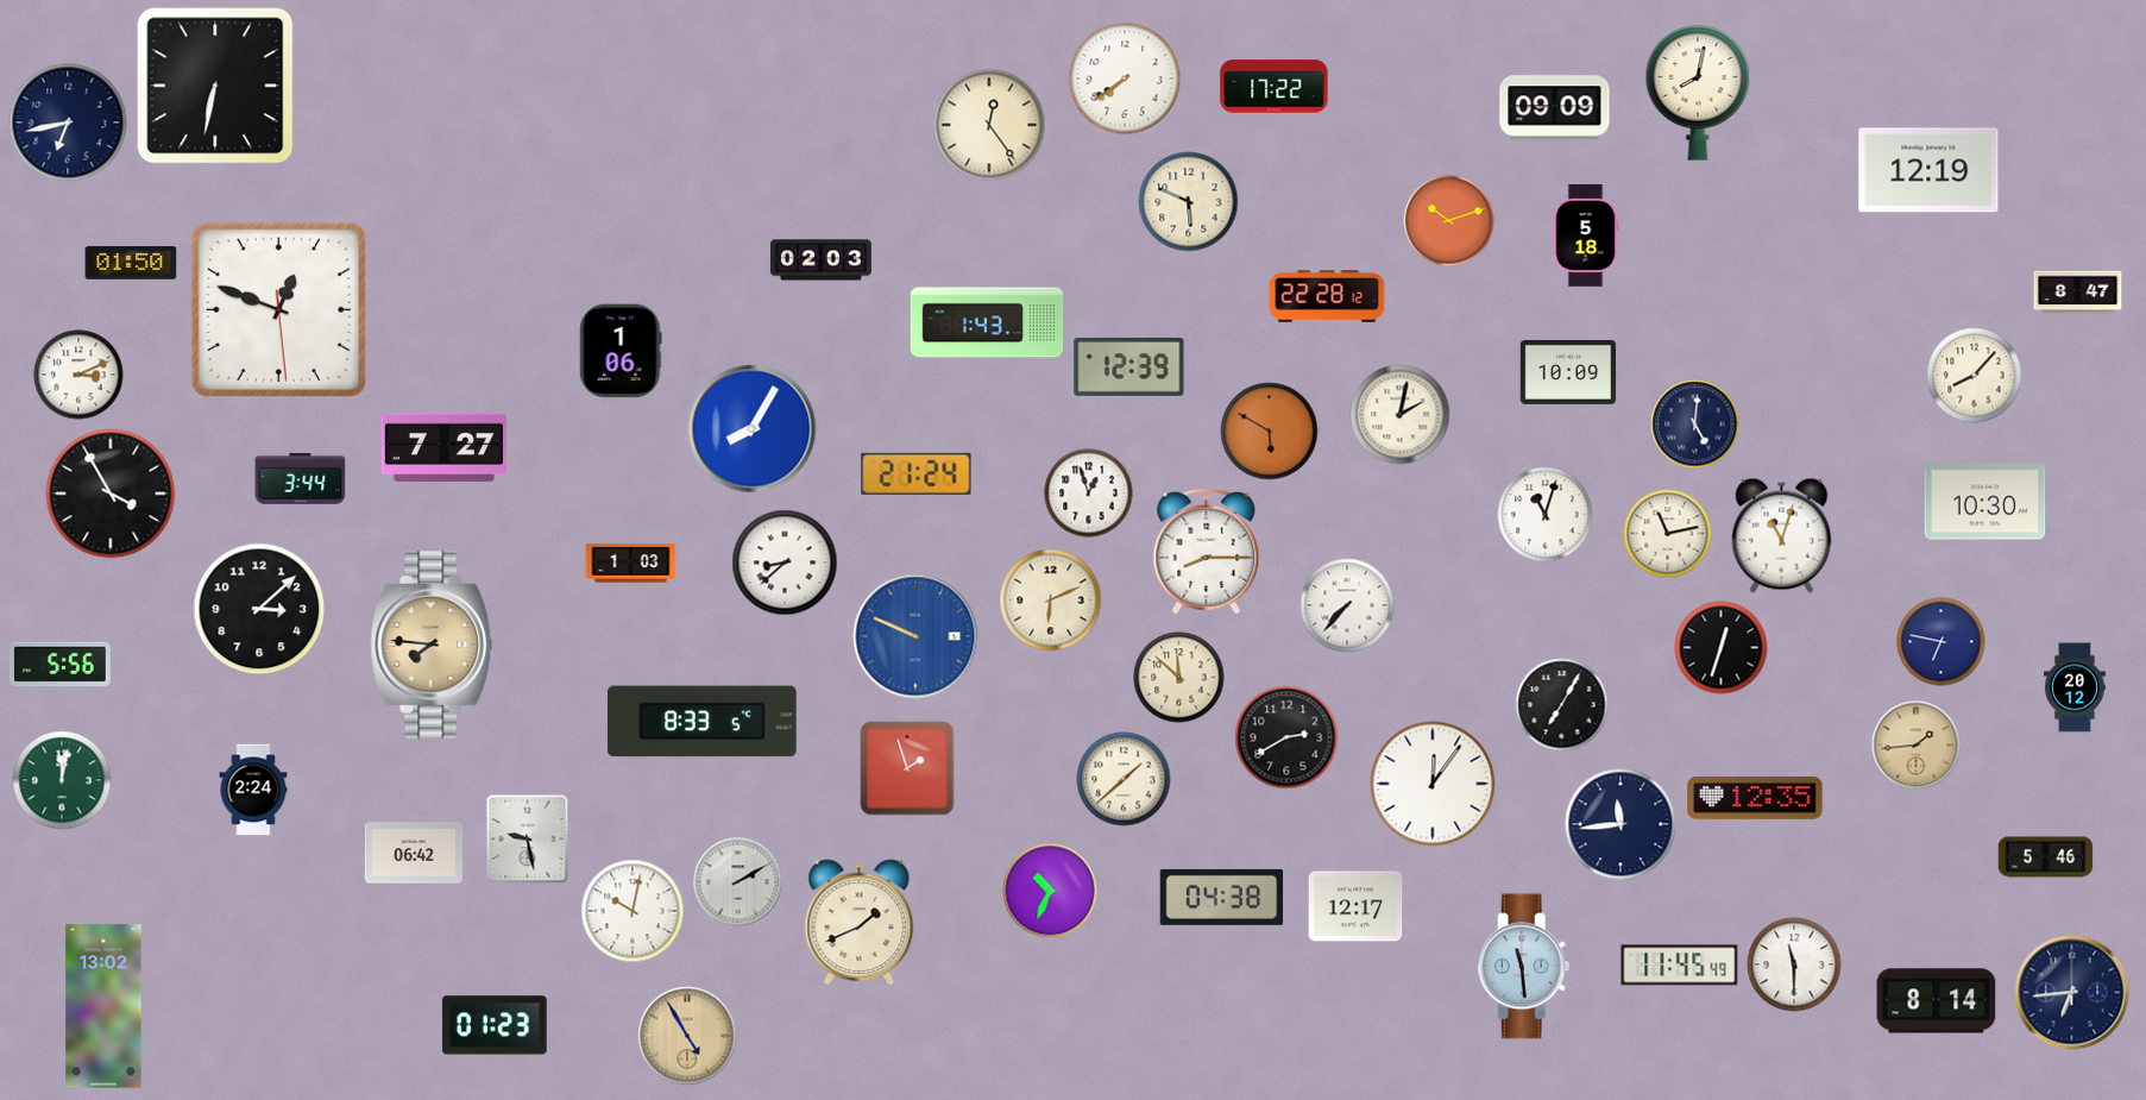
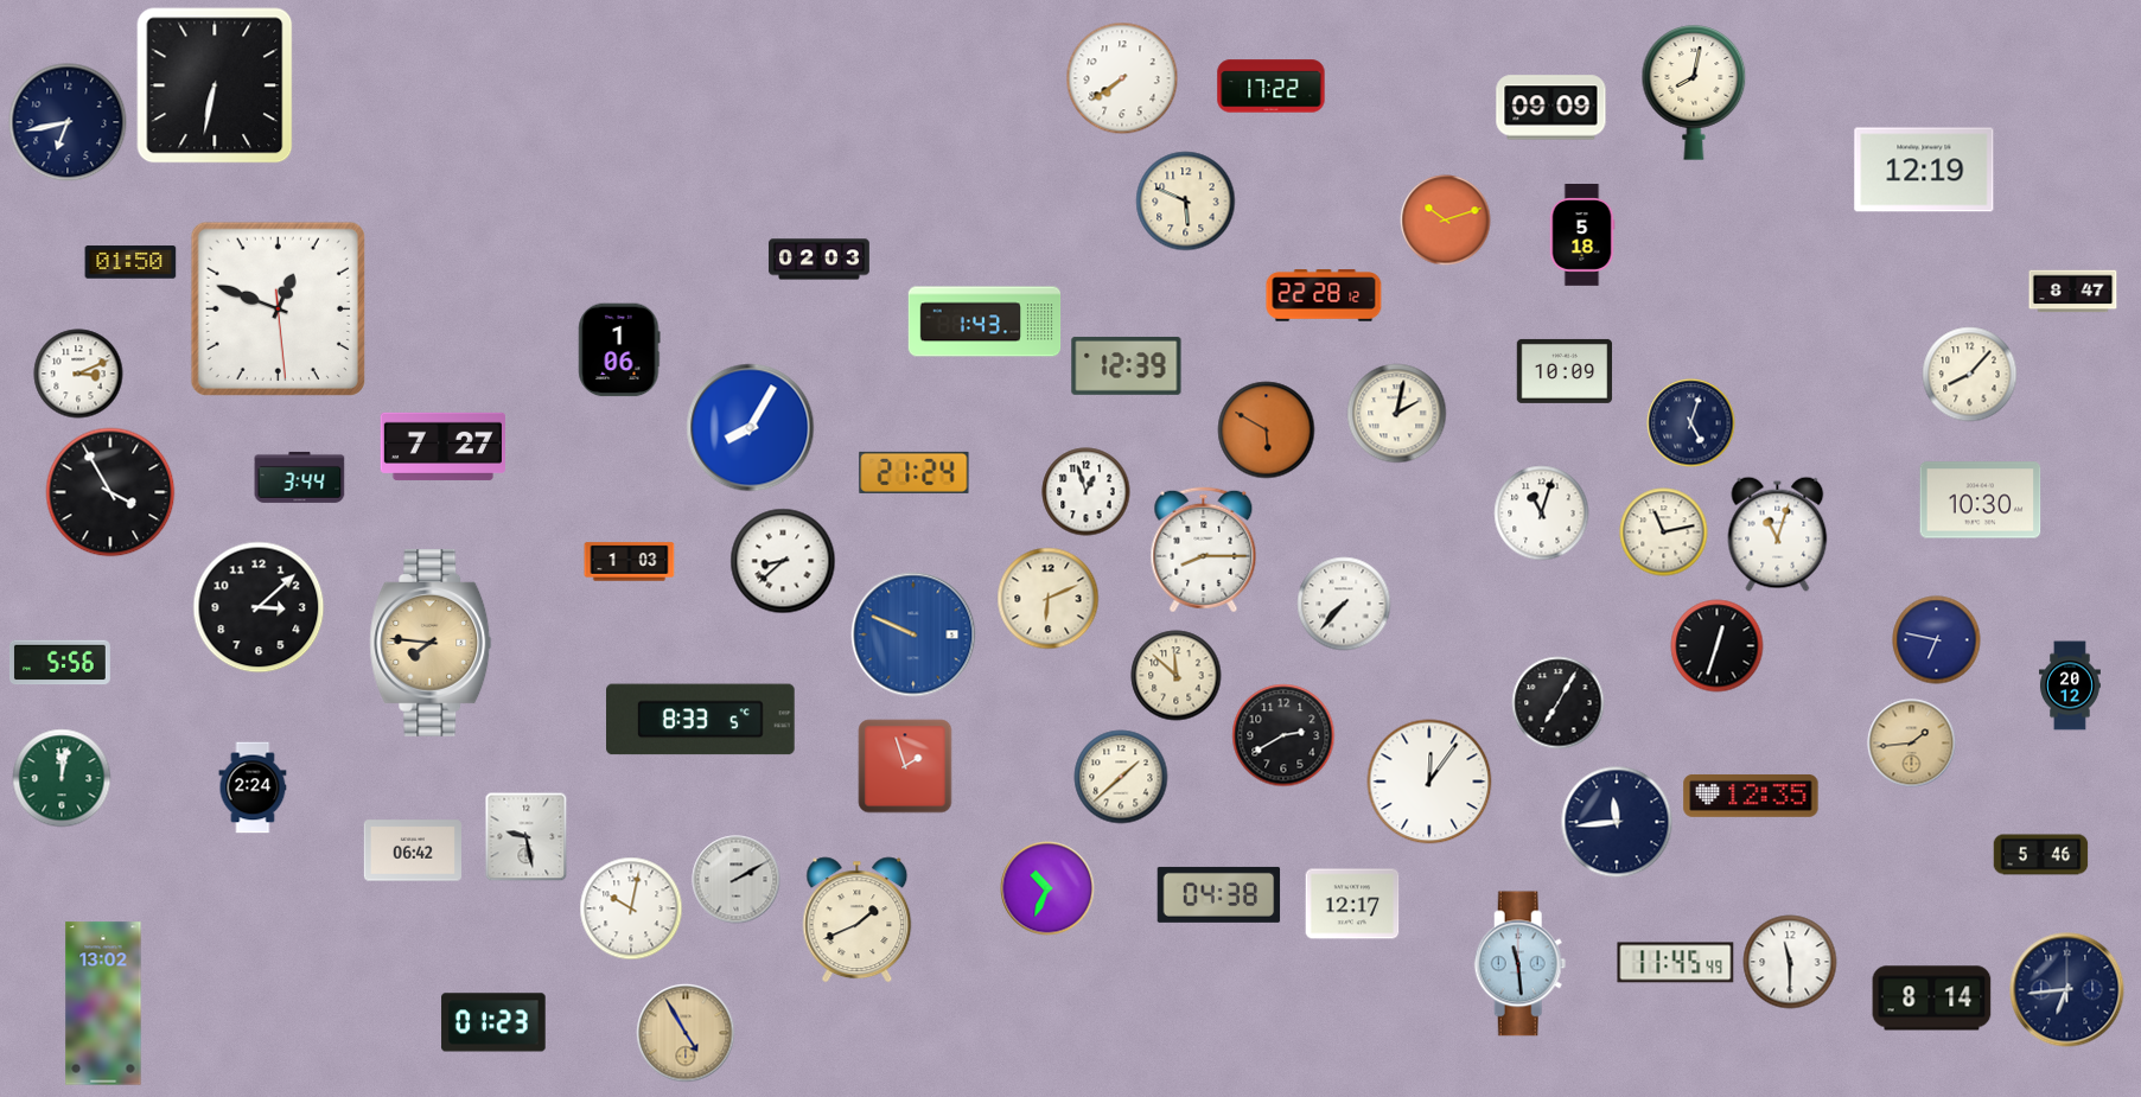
clock at (989, 125): 12:24 -> none
clock at (1695, 425): 5:01 -> 5:03
